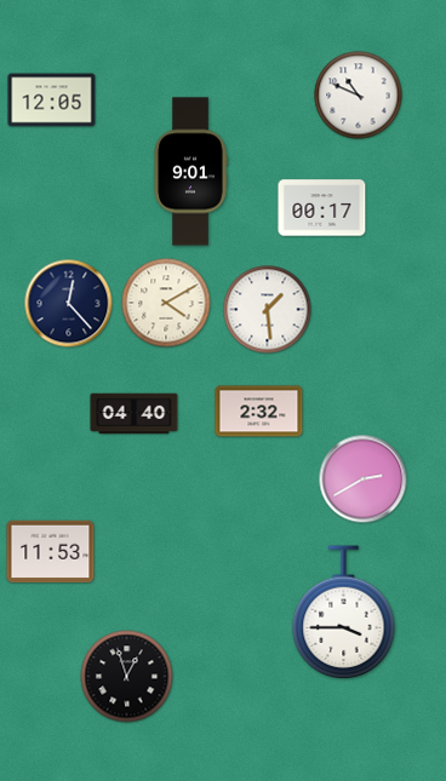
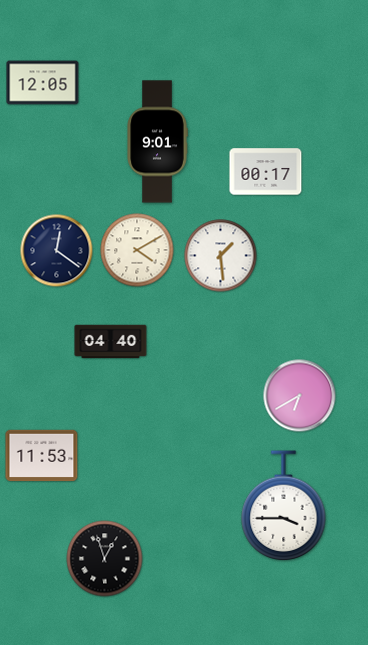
clock at (359, 96): 10:49 -> none
clock at (69, 304): 12:23 -> 12:21
clock at (259, 412): 2:32 -> none
clock at (364, 479): 2:40 -> 6:40
